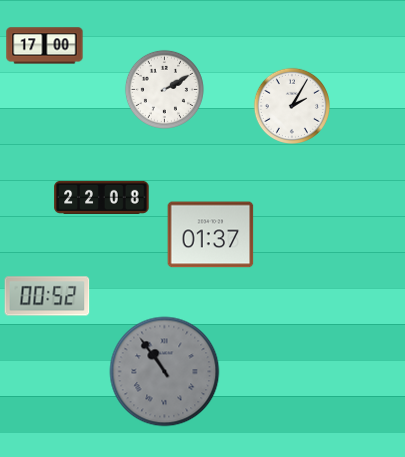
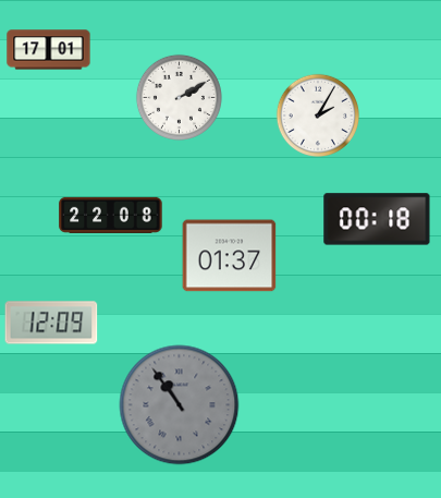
clock at (45, 46): 17:00 -> 17:01
clock at (377, 219): none -> 00:18
clock at (47, 296): 00:52 -> 12:09
